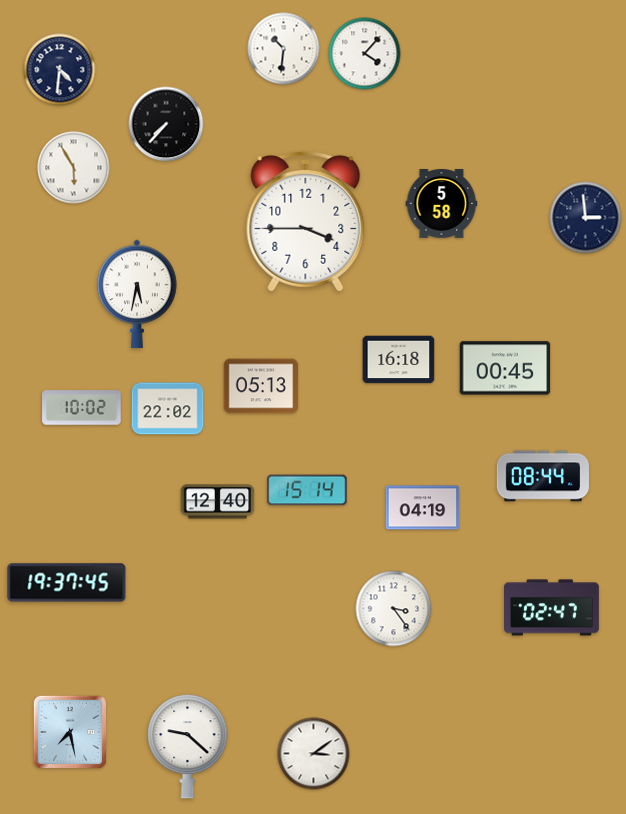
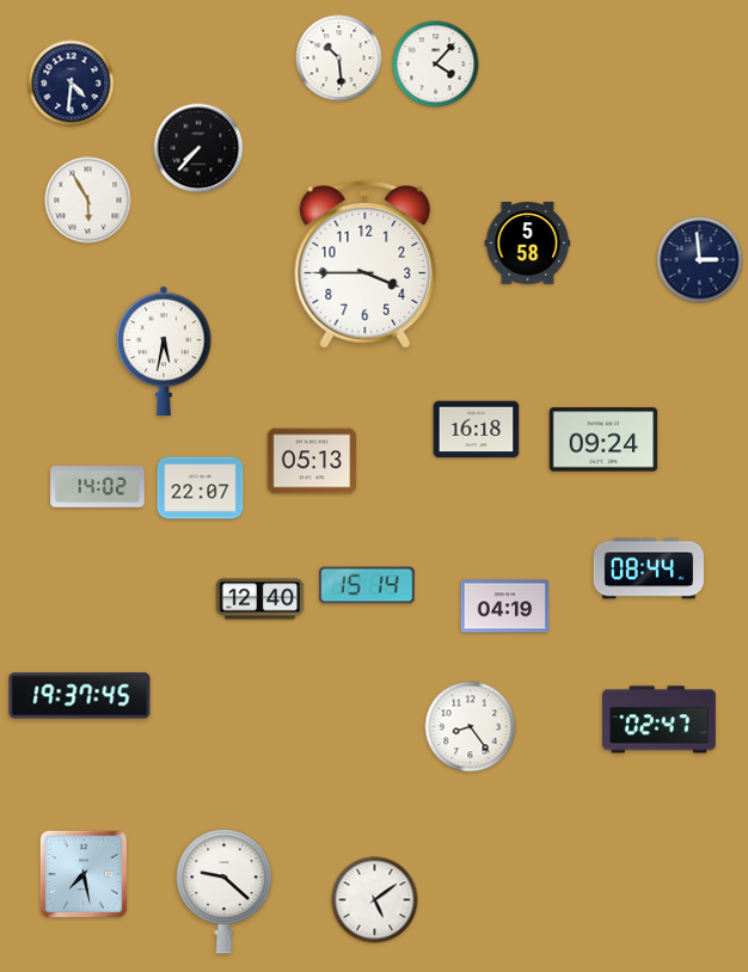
clock at (284, 49): 10:31 -> 10:29
clock at (505, 368): 00:45 -> 09:24
clock at (82, 408): 10:02 -> 14:02
clock at (168, 409): 22:02 -> 22:07
clock at (552, 608) position: (552, 608) -> (660, 720)
clock at (394, 609): 3:24 -> 8:24
clock at (314, 754): 3:09 -> 5:09
